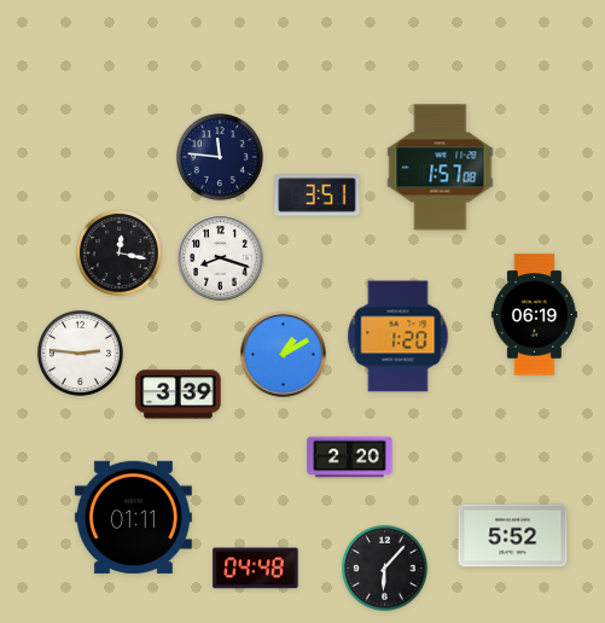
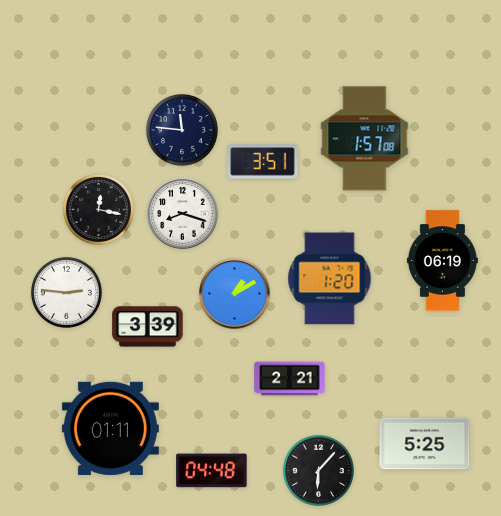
clock at (350, 458): 2:20 -> 2:21
clock at (513, 536): 5:52 -> 5:25
